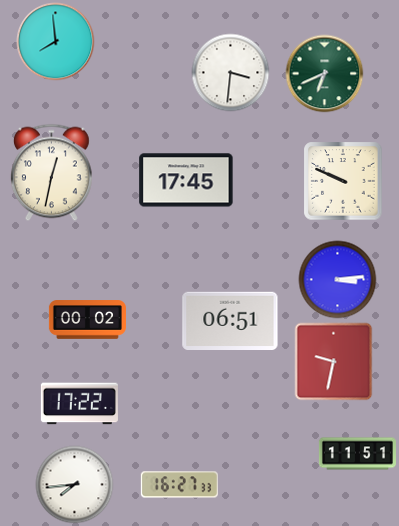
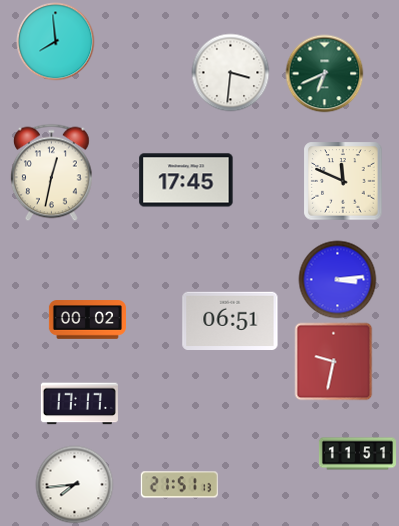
clock at (343, 181): 9:49 -> 11:49
clock at (79, 404): 17:22 -> 17:17
clock at (179, 485): 16:27 -> 21:51
